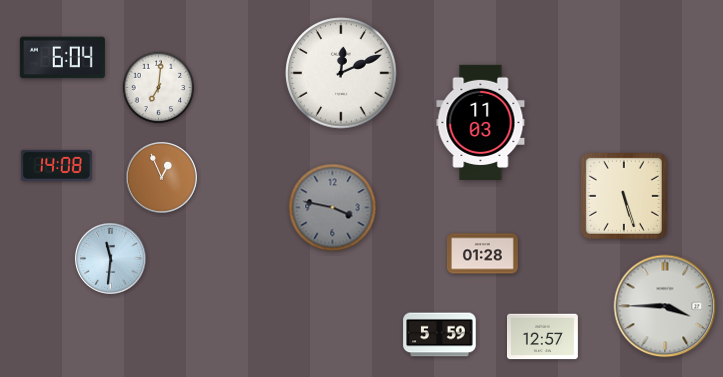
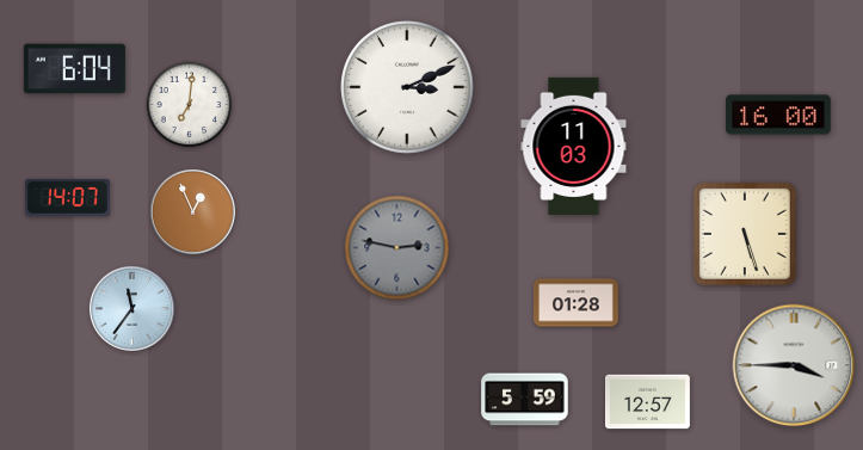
clock at (341, 73): 12:11 -> 3:11
clock at (778, 115): none -> 16:00
clock at (56, 165): 14:08 -> 14:07
clock at (333, 208): 3:47 -> 2:47
clock at (110, 258): 11:31 -> 11:36
